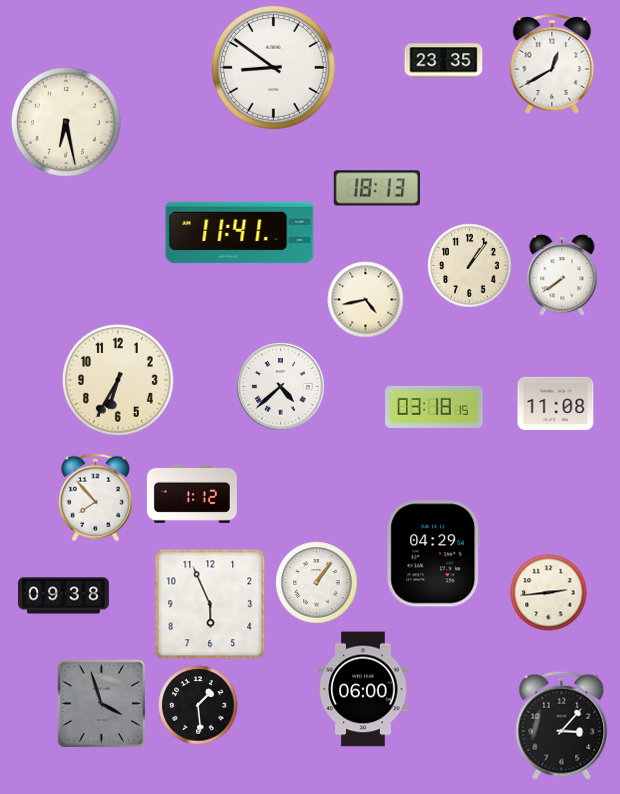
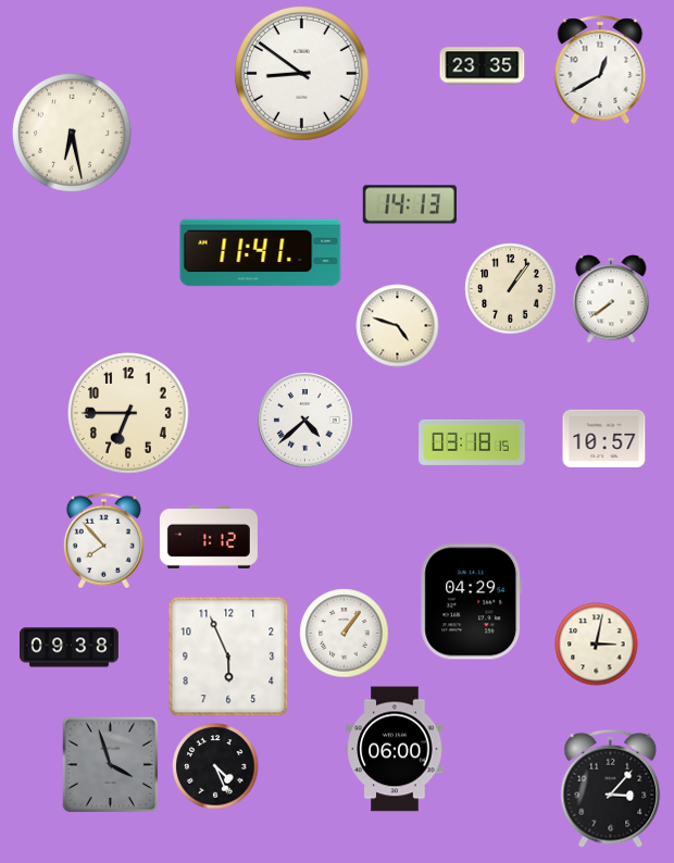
clock at (273, 67) position: (273, 67) -> (301, 73)
clock at (376, 188): 18:13 -> 14:13
clock at (366, 300): 4:43 -> 4:48
clock at (118, 380): 6:35 -> 6:45
clock at (556, 403): 11:08 -> 10:57
clock at (549, 593): 2:44 -> 3:02
clock at (198, 705): 1:29 -> 4:26
